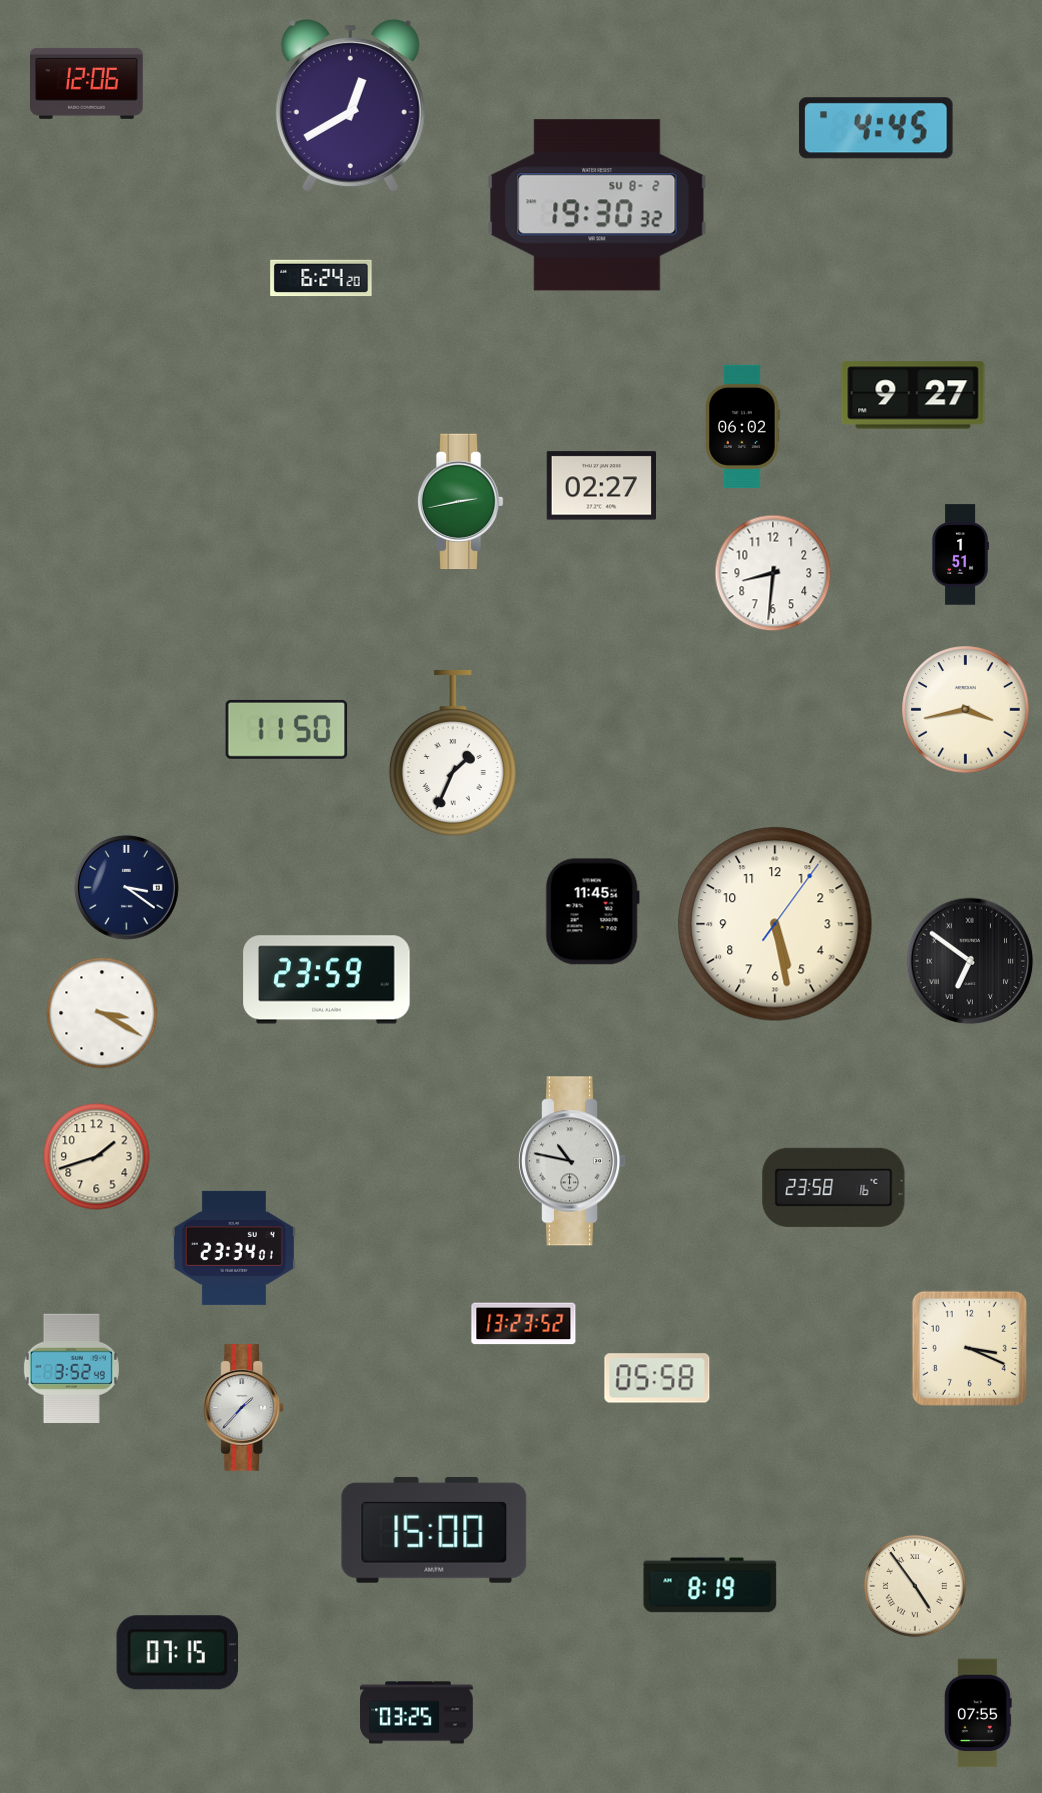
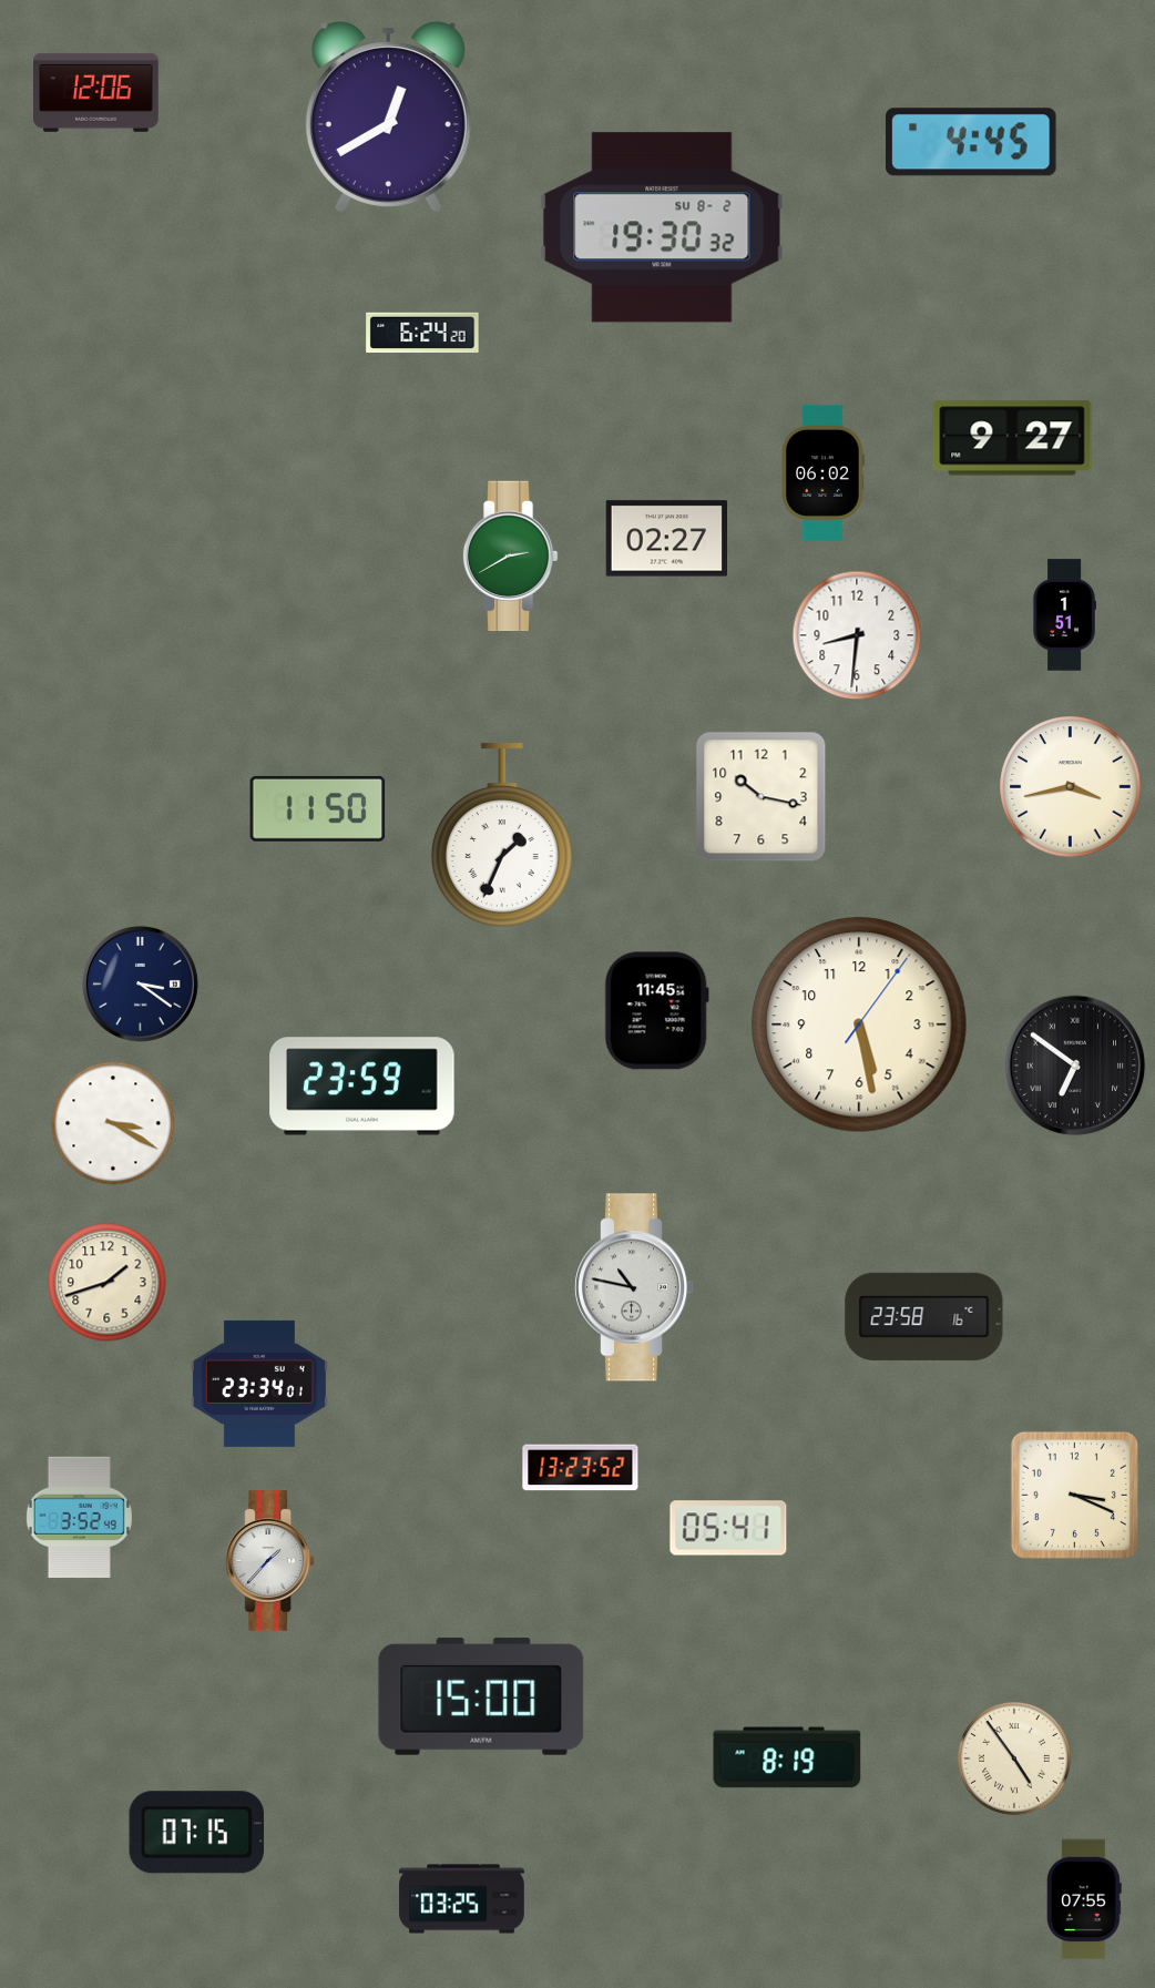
clock at (321, 278) position: (321, 278) -> (422, 333)
clock at (460, 502): 2:43 -> 2:40
clock at (762, 797): none -> 10:17
clock at (657, 1378): 05:58 -> 05:41
